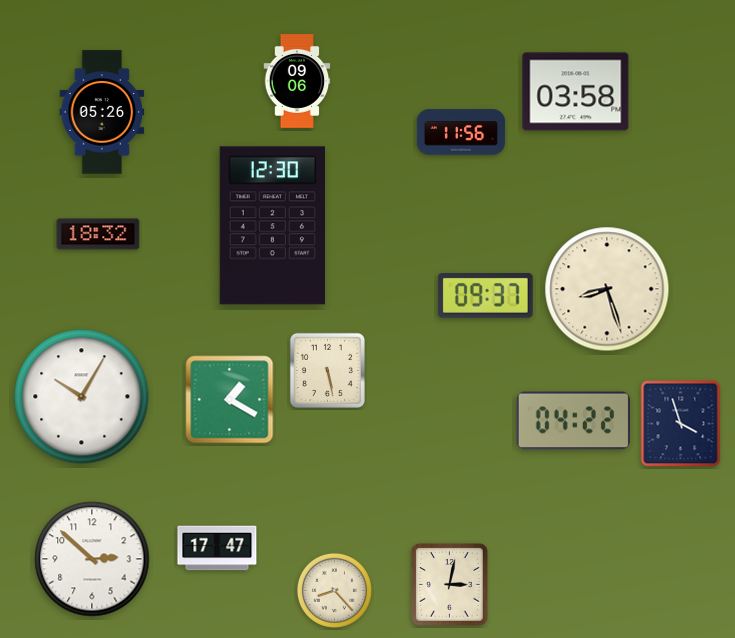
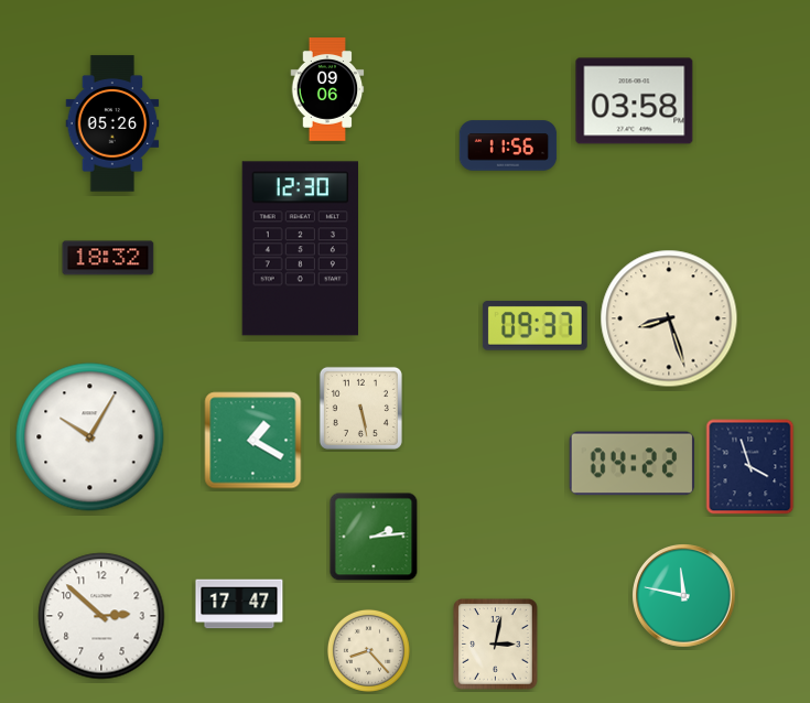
clock at (374, 537): none -> 2:14
clock at (684, 596): none -> 11:47
